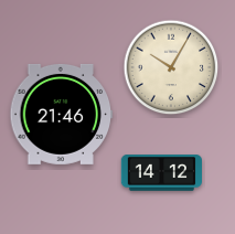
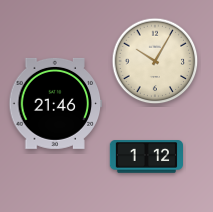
clock at (161, 173): 14:12 -> 1:12
